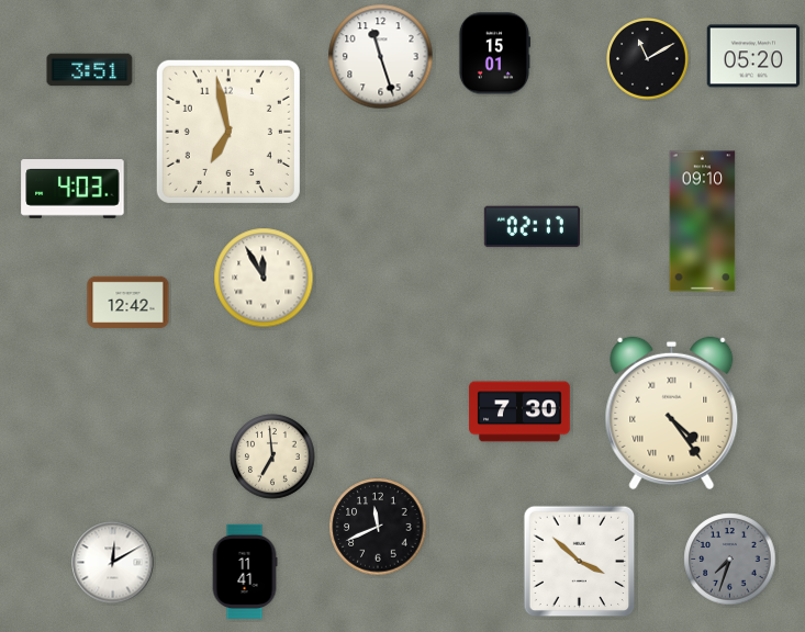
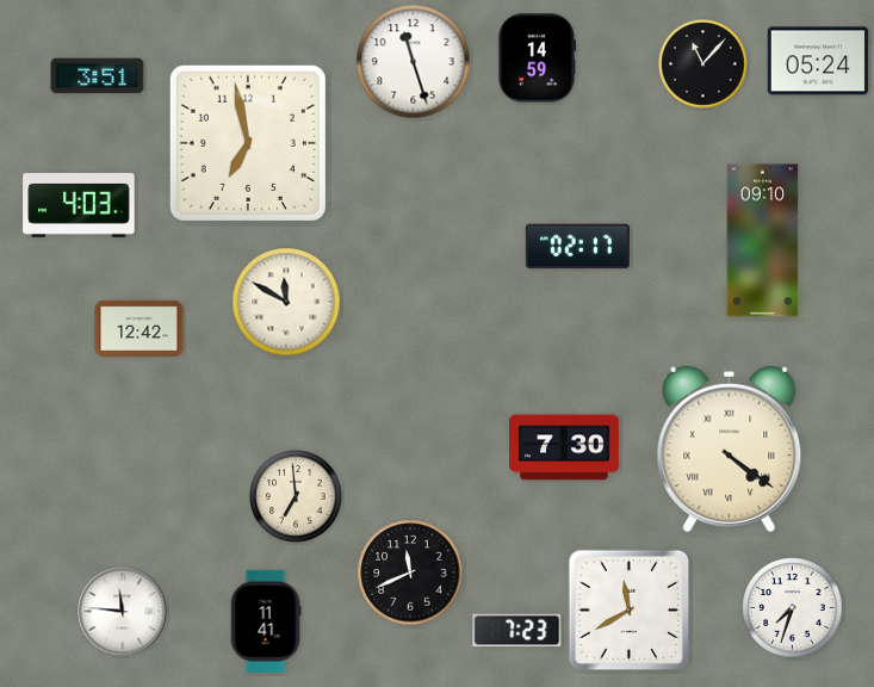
clock at (493, 54): 15:01 -> 14:59
clock at (753, 56): 05:20 -> 05:24
clock at (648, 59): 11:10 -> 11:07
clock at (264, 278): 11:55 -> 11:50
clock at (672, 414): 4:24 -> 4:21
clock at (730, 560) dial: grey -> white
clock at (580, 562): 3:52 -> 11:40
clock at (113, 563): 12:10 -> 11:46
clock at (517, 631): none -> 7:23
